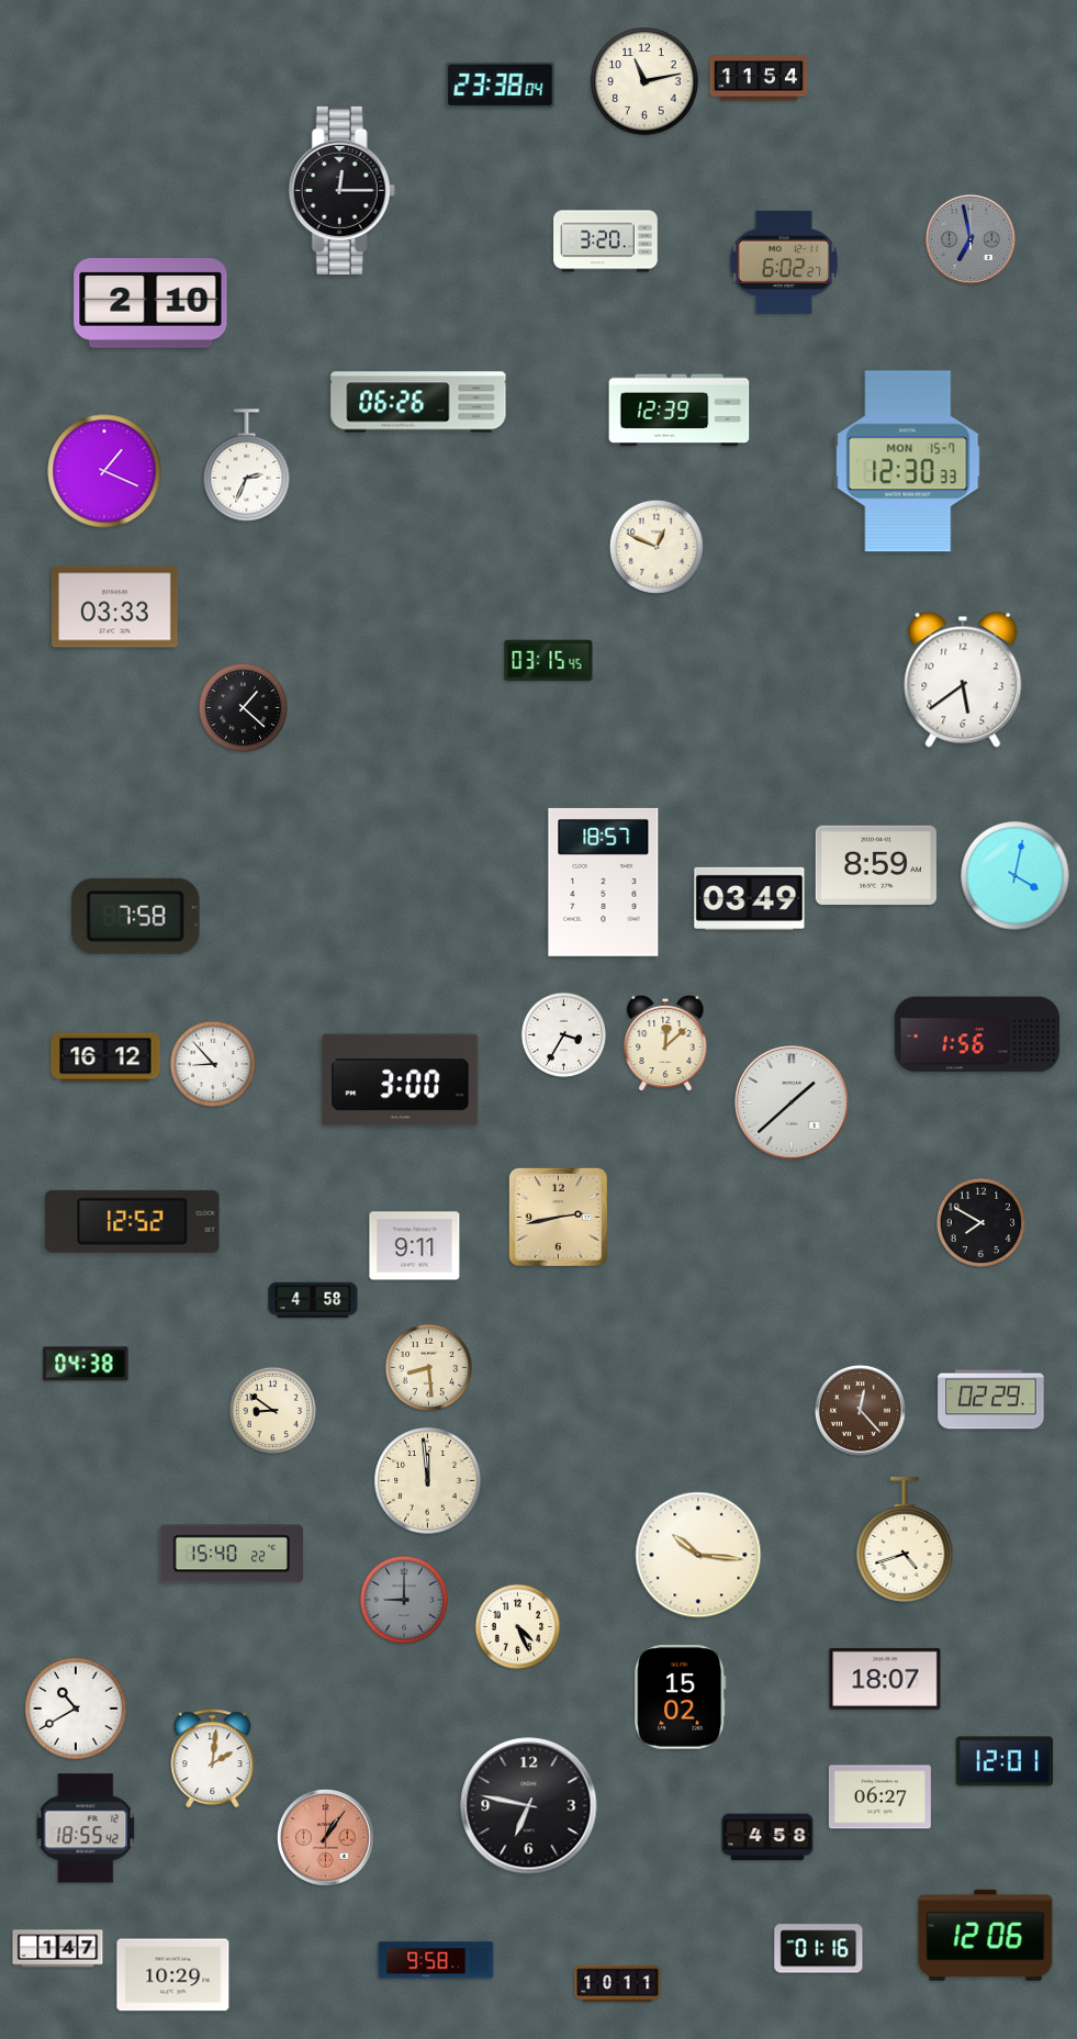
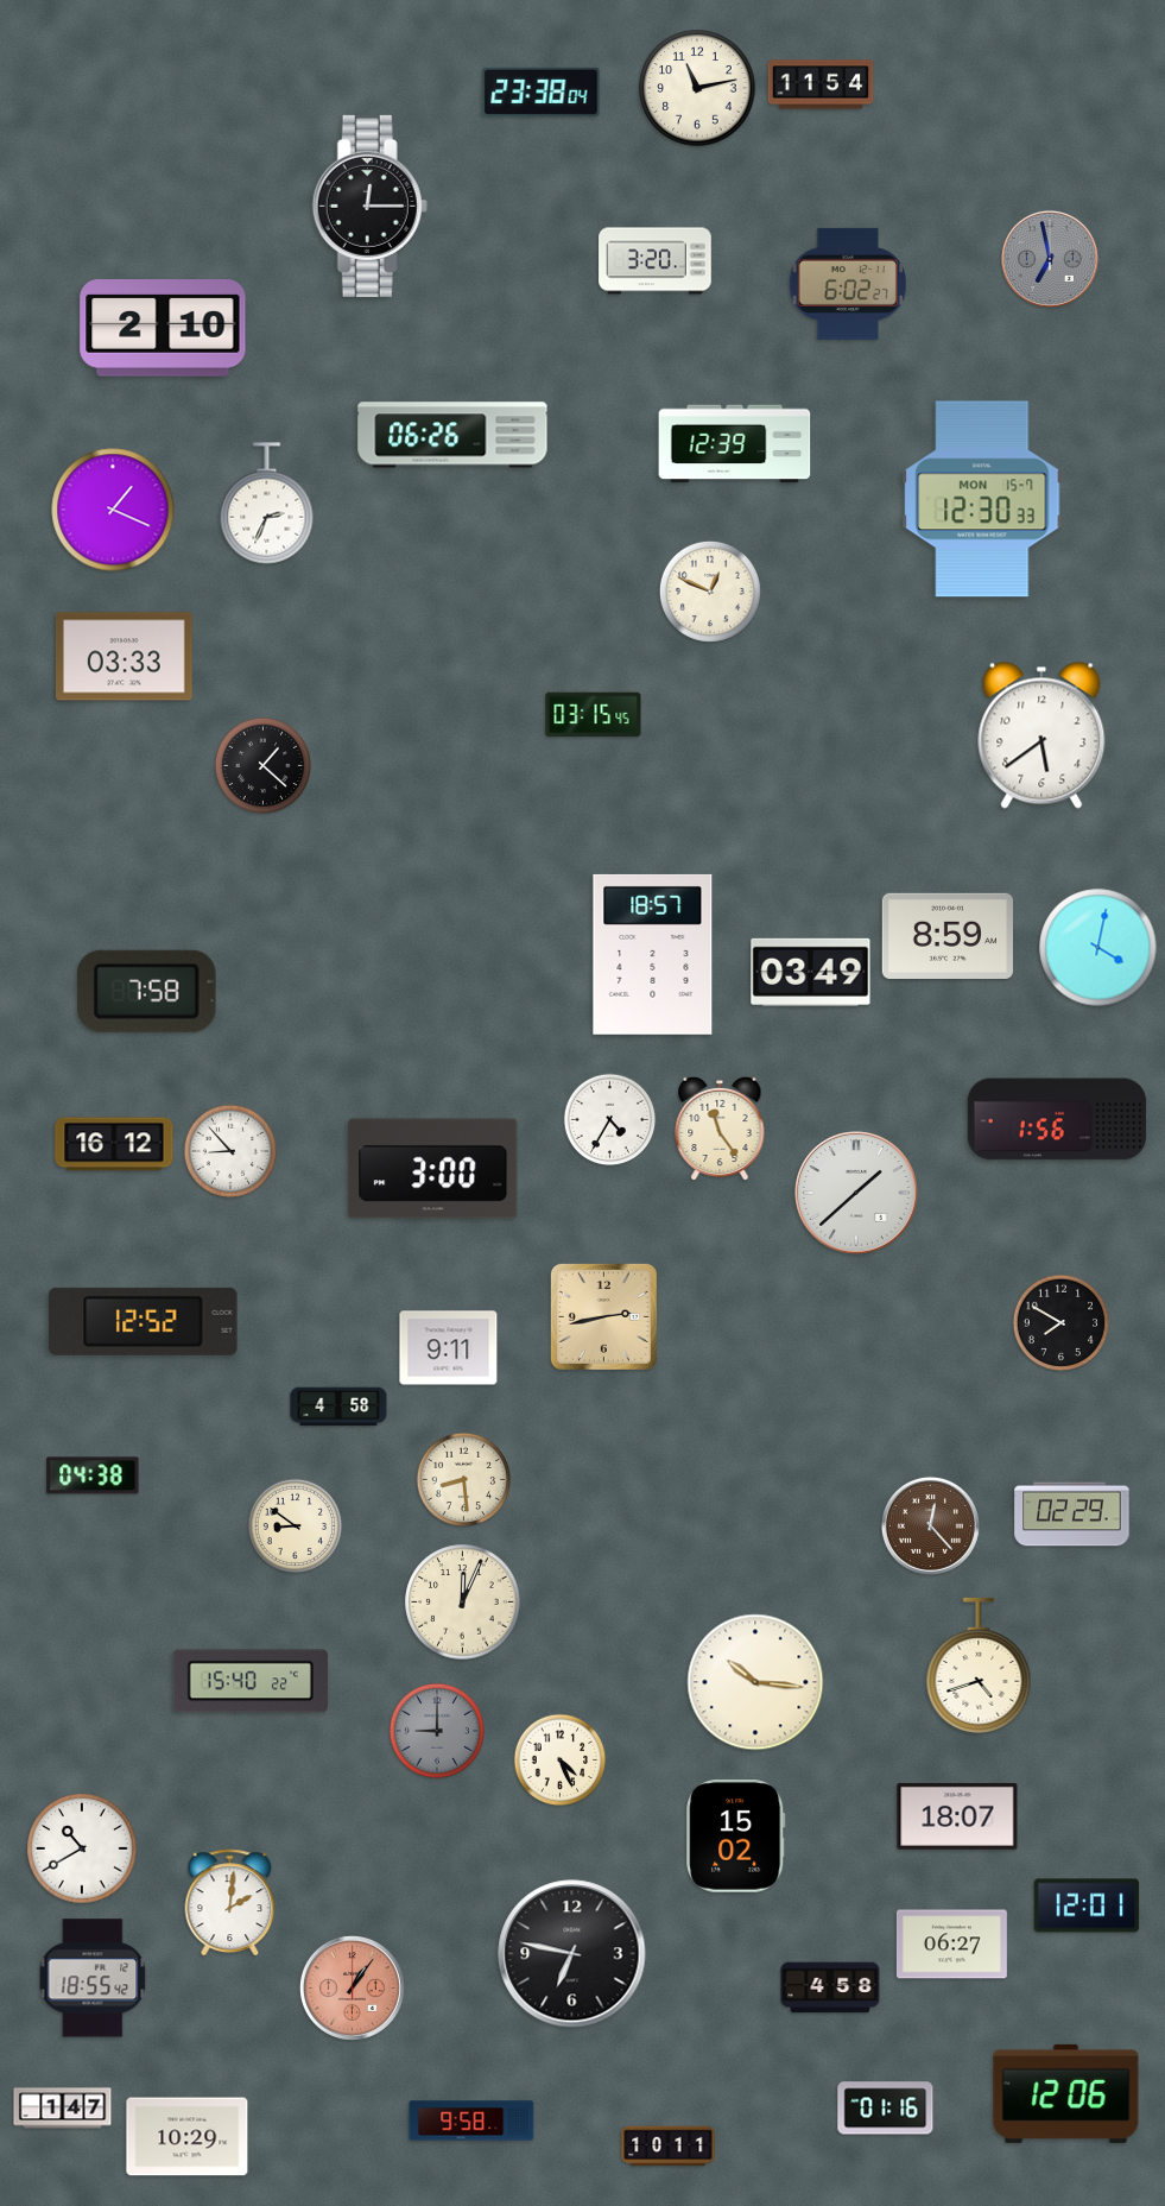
clock at (564, 1035): 3:35 -> 4:35
clock at (665, 1043): 12:08 -> 11:24
clock at (428, 1481): 11:59 -> 12:04
